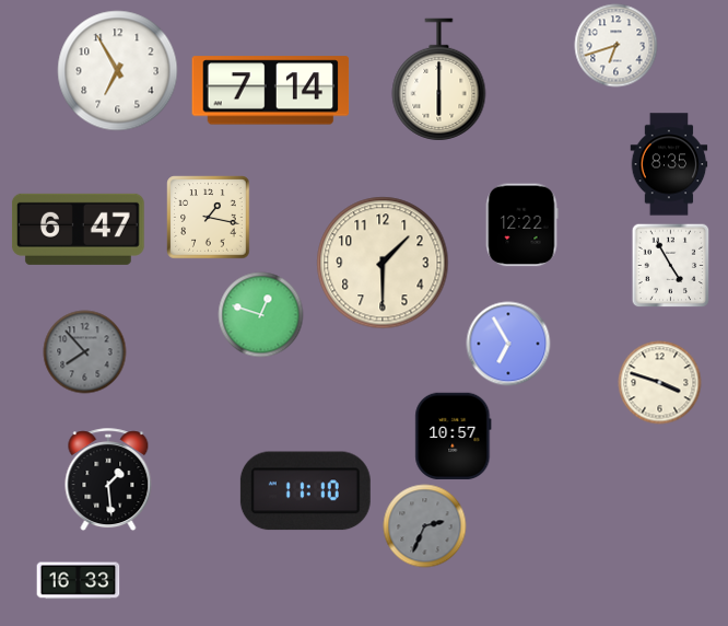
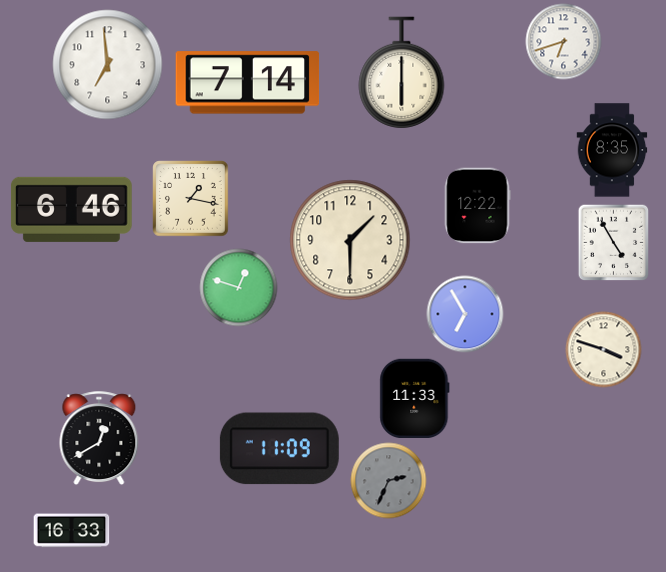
clock at (118, 71): 6:55 -> 6:59
clock at (79, 229): 6:47 -> 6:46
clock at (85, 352): 7:53 -> none
clock at (454, 436): 10:57 -> 11:33
clock at (108, 480): 1:29 -> 12:40
clock at (305, 491): 11:10 -> 11:09
